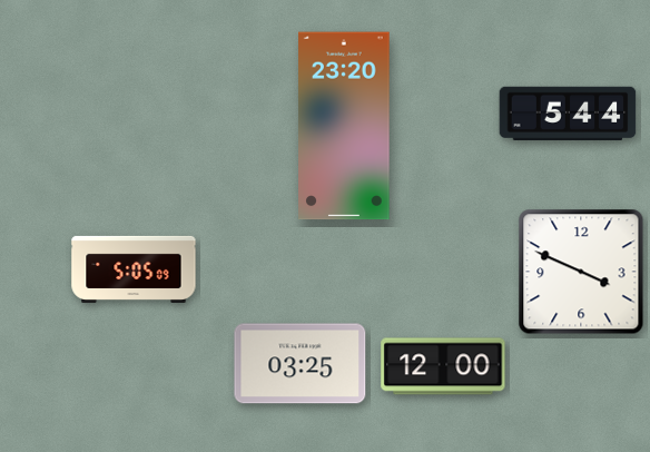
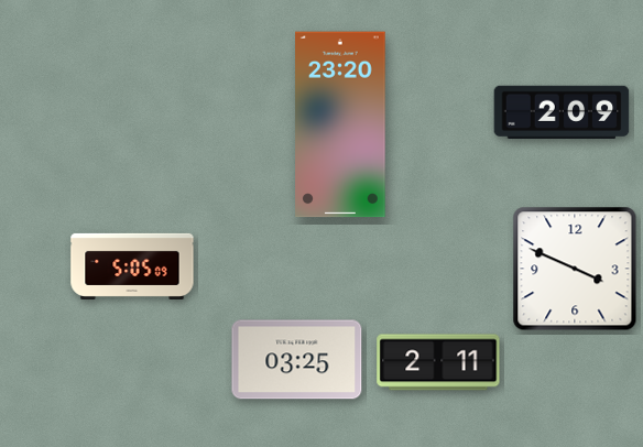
clock at (568, 114): 5:44 -> 2:09
clock at (443, 366): 12:00 -> 2:11
